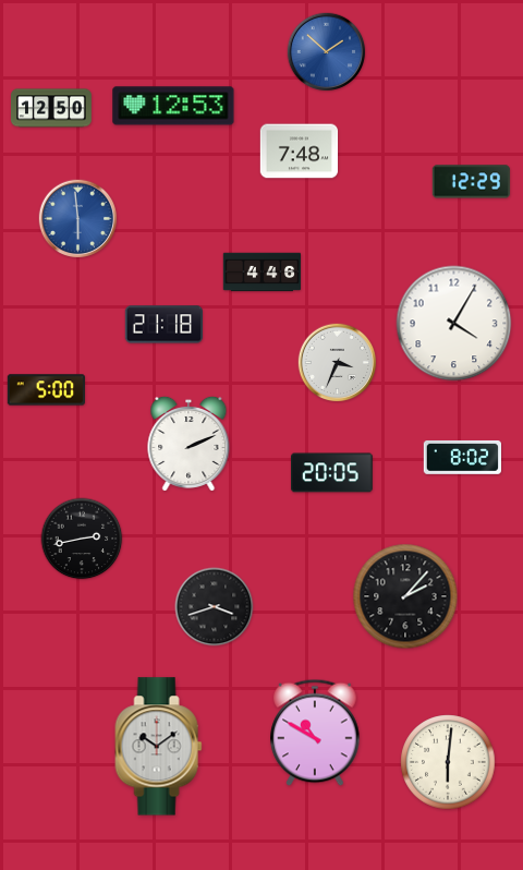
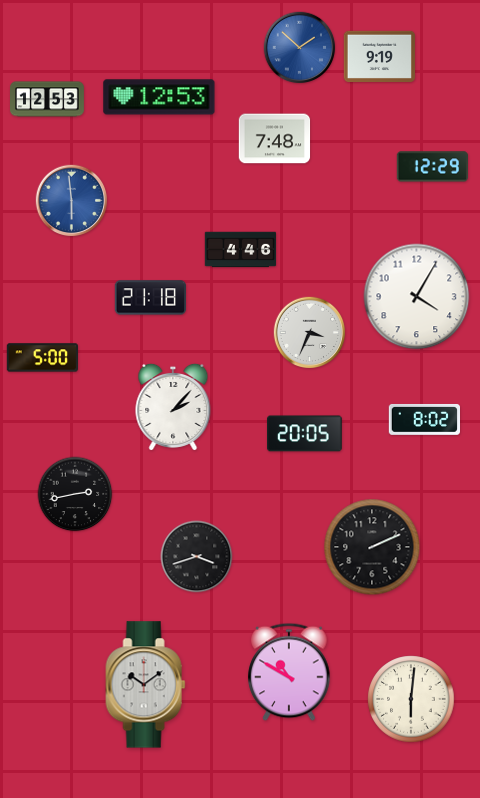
clock at (380, 56): none -> 9:19
clock at (52, 108): 12:50 -> 12:53
clock at (188, 443): 2:11 -> 2:07
clock at (405, 596): 2:07 -> 2:11
